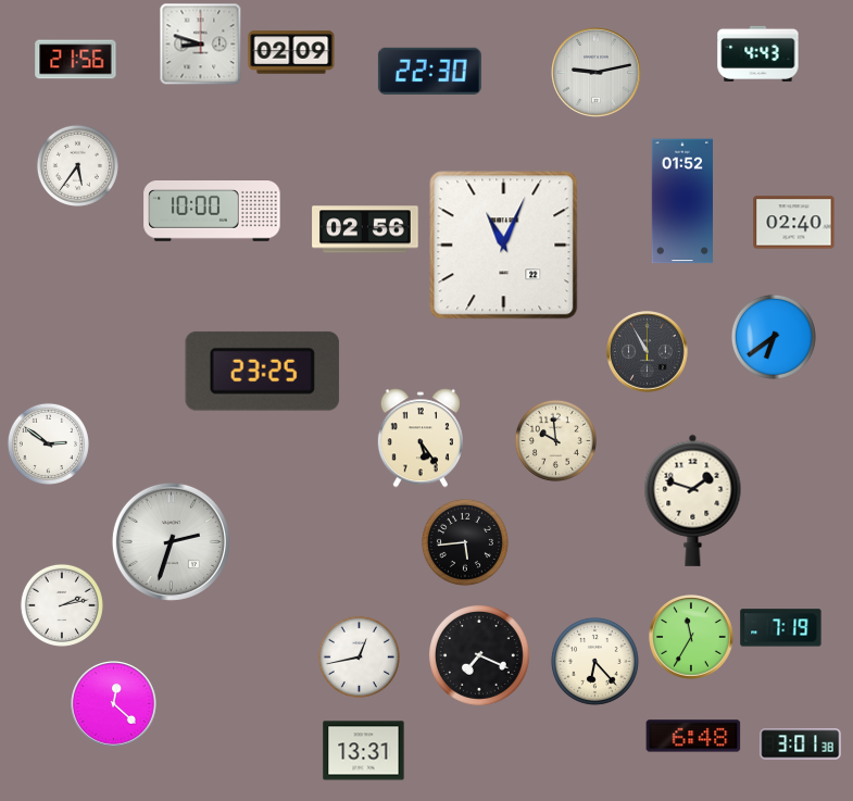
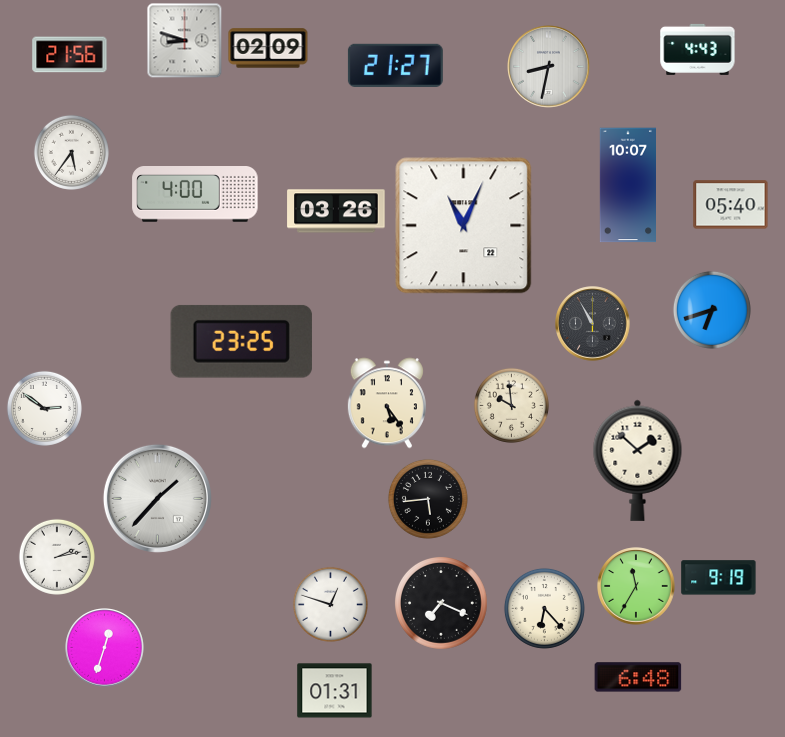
clock at (429, 71): 22:30 -> 21:27
clock at (597, 73): 9:13 -> 8:32
clock at (681, 201): 01:52 -> 10:07
clock at (212, 212): 10:00 -> 4:00
clock at (794, 223): 02:40 -> 05:40
clock at (365, 229): 02:56 -> 03:26
clock at (774, 337): 6:39 -> 6:42
clock at (648, 352) position: (648, 352) -> (593, 324)
clock at (693, 500): 1:48 -> 1:52
clock at (171, 541): 2:33 -> 1:37
clock at (781, 628): 7:19 -> 9:19
clock at (359, 656): 12:43 -> 12:48
clock at (594, 661) position: (594, 661) -> (544, 608)
clock at (114, 704): 12:22 -> 12:33
clock at (801, 744): 3:01 -> none
clock at (364, 751): 13:31 -> 01:31
